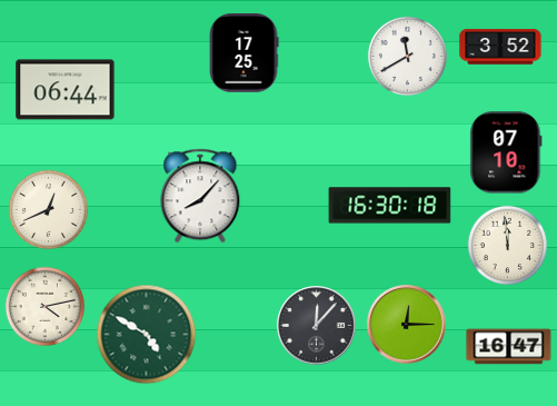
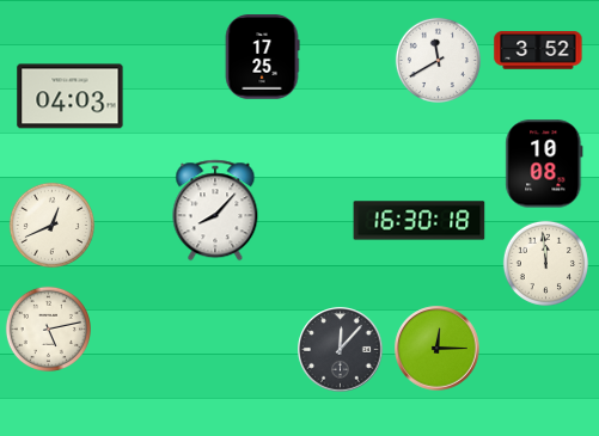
clock at (66, 90): 06:44 -> 04:03
clock at (506, 152): 07:10 -> 10:08
clock at (44, 306): 4:13 -> 5:13
clock at (147, 335): 4:50 -> none
clock at (509, 347): 16:47 -> none
